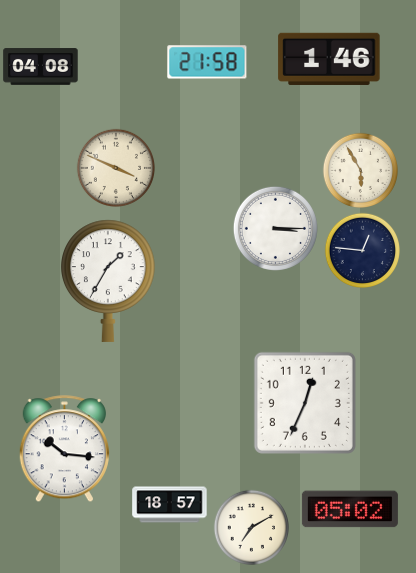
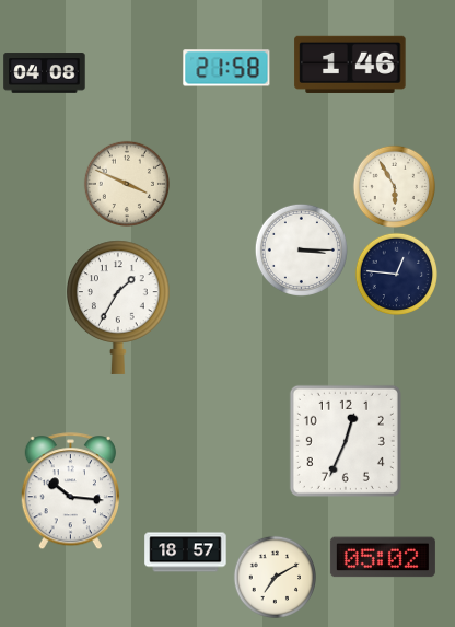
clock at (329, 59) position: (329, 59) -> (350, 65)
clock at (305, 403) position: (305, 403) -> (346, 441)
